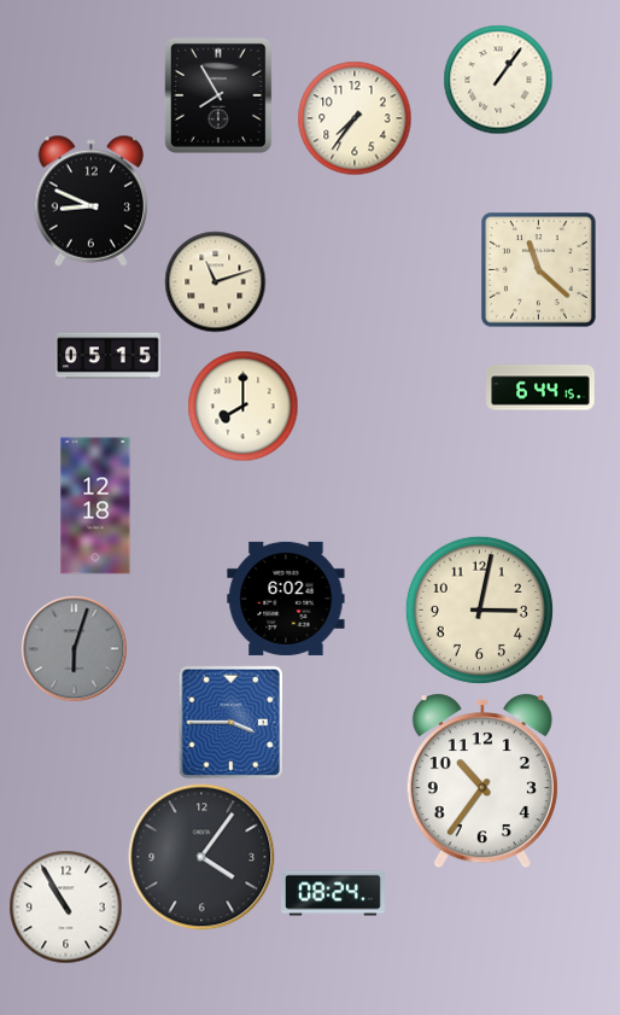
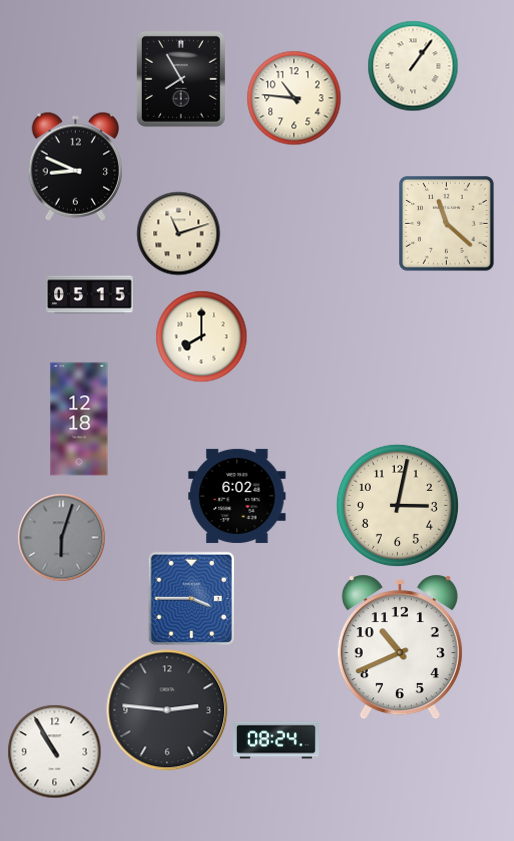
clock at (355, 118): 7:36 -> 10:46
clock at (540, 387): 6:44 -> none
clock at (482, 781): 10:36 -> 10:41
clock at (201, 857): 4:06 -> 2:46
